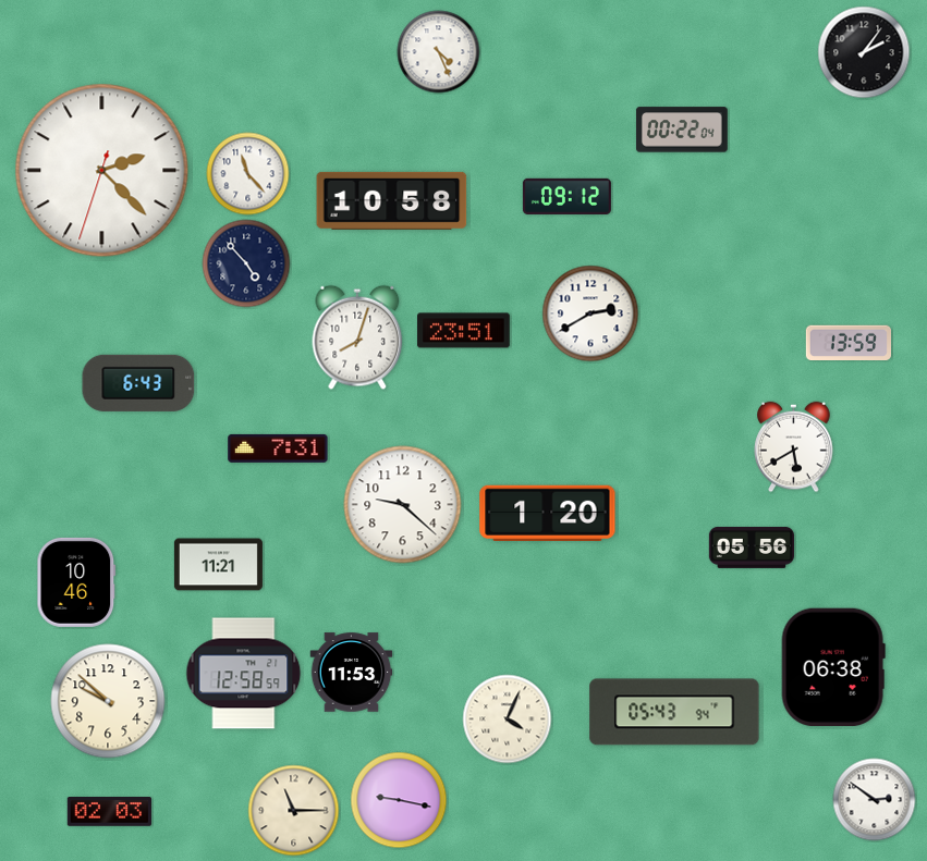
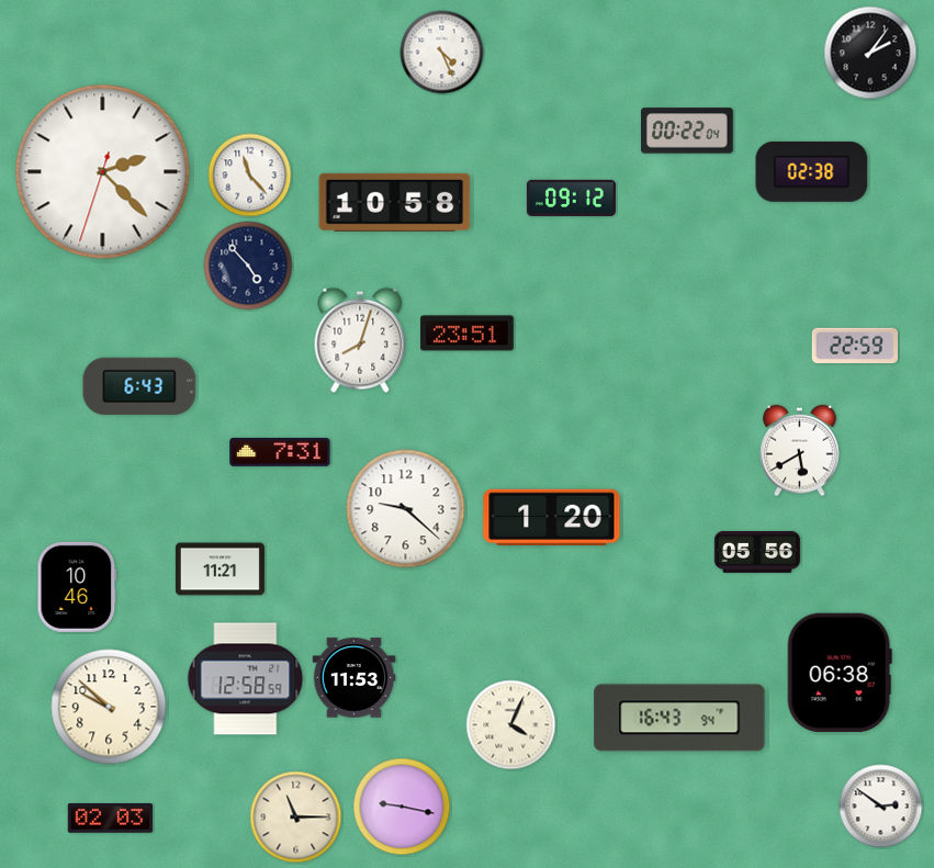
clock at (812, 171): none -> 02:38
clock at (590, 313): 2:40 -> none
clock at (847, 343): 13:59 -> 22:59
clock at (674, 712): 05:43 -> 16:43
